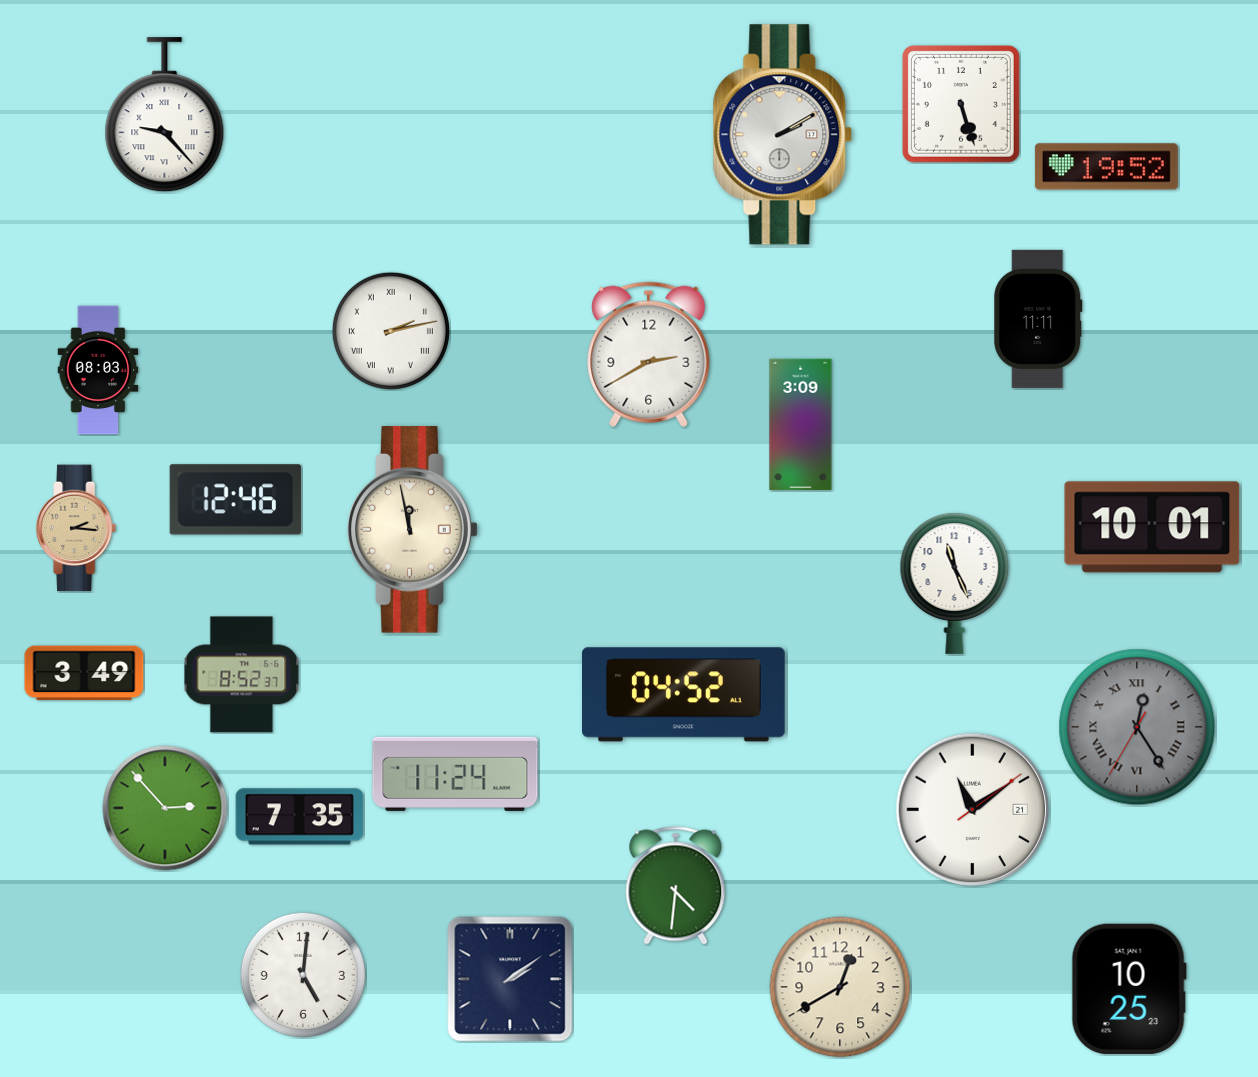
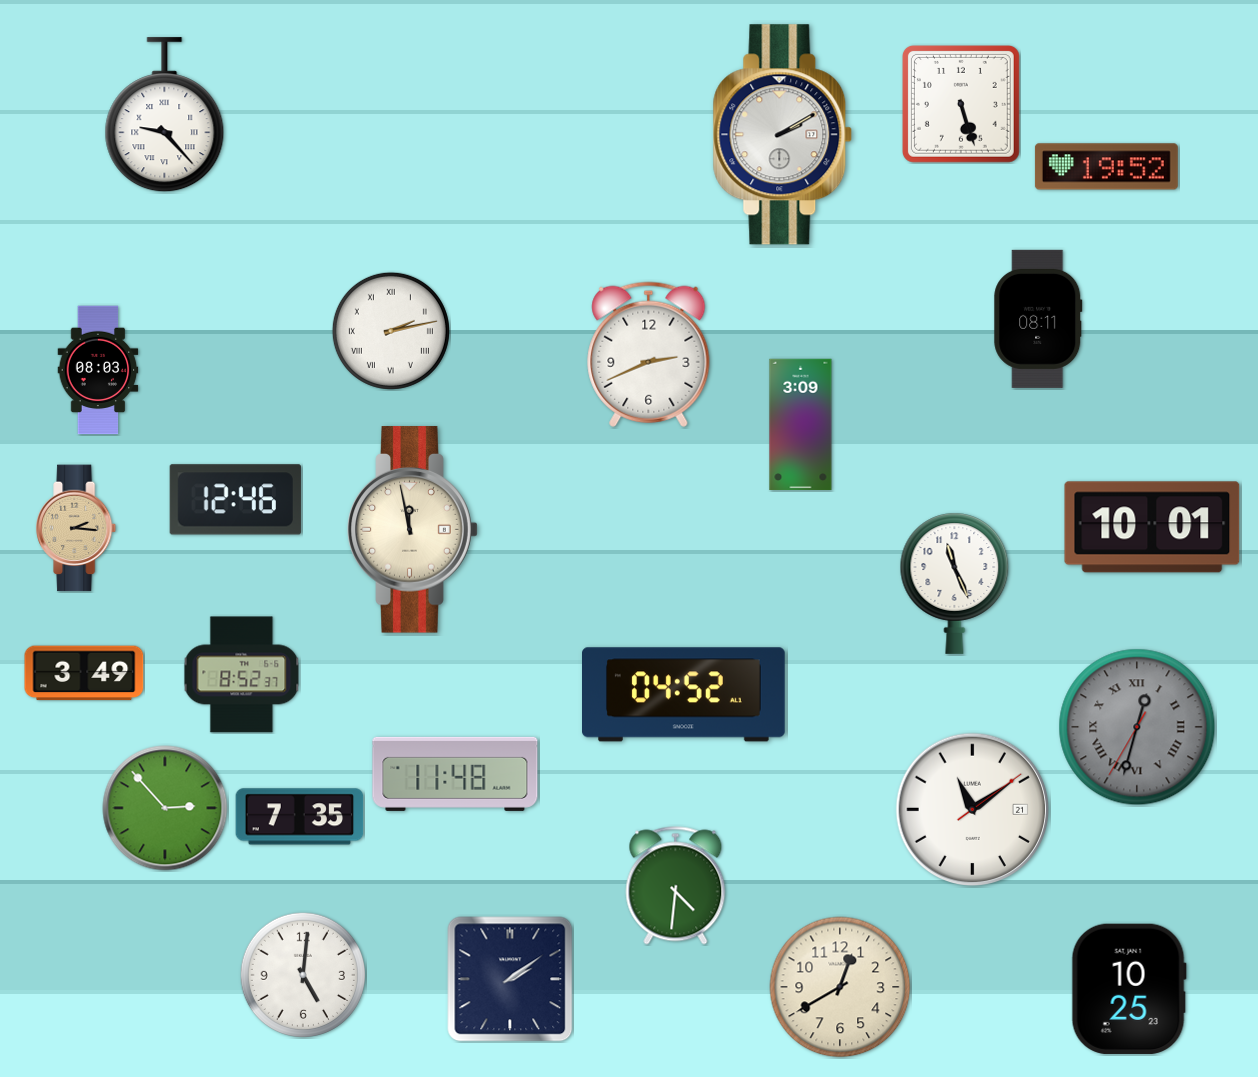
clock at (1038, 319): 11:11 -> 08:11
clock at (649, 354): 2:40 -> 2:41
clock at (1137, 727): 12:24 -> 12:32
clock at (455, 774): 11:24 -> 11:48
